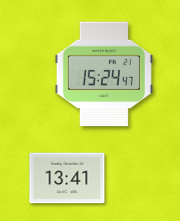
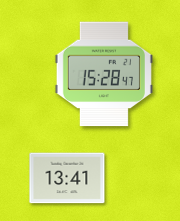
clock at (104, 74): 15:24 -> 15:28
